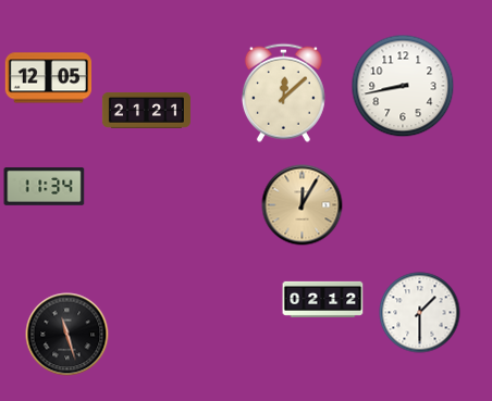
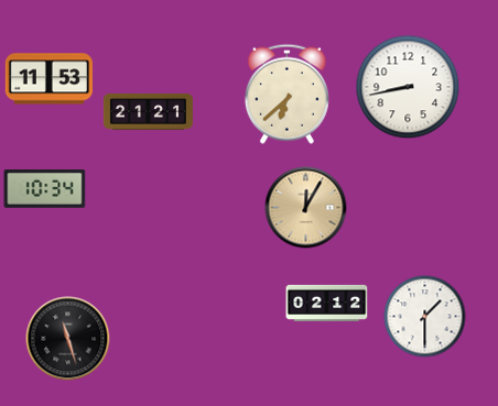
clock at (48, 78): 12:05 -> 11:53
clock at (283, 92): 12:08 -> 6:38
clock at (45, 187): 11:34 -> 10:34
